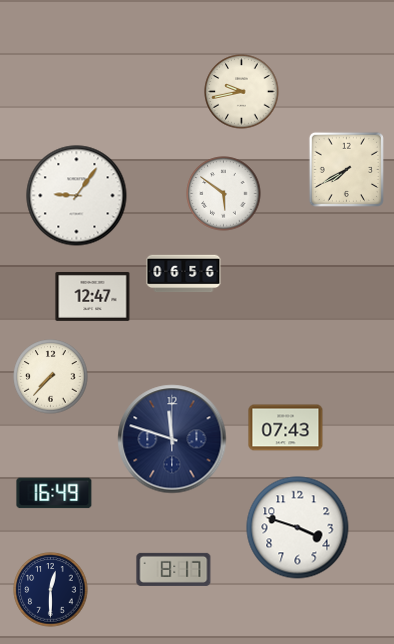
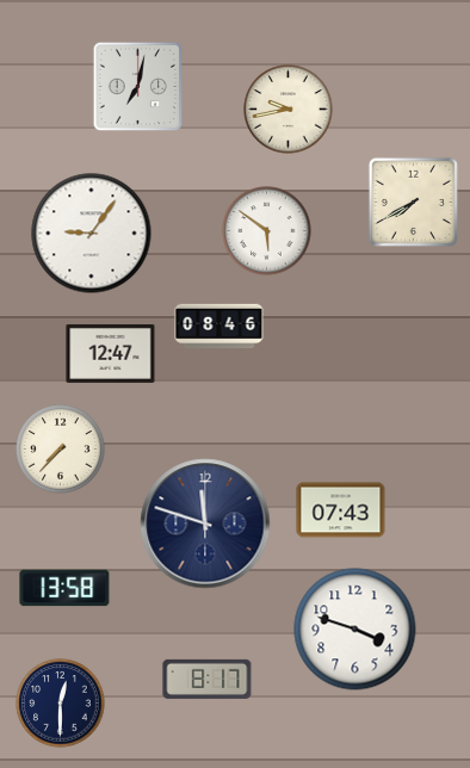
clock at (138, 87): none -> 7:02
clock at (184, 274): 06:56 -> 08:46
clock at (54, 493): 16:49 -> 13:58
